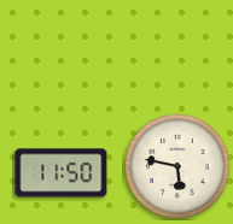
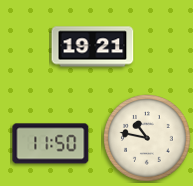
clock at (93, 47): none -> 19:21
clock at (177, 166): 5:47 -> 10:47
